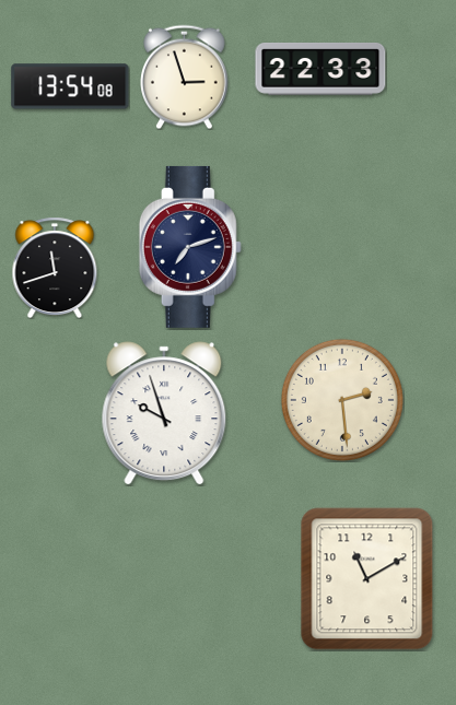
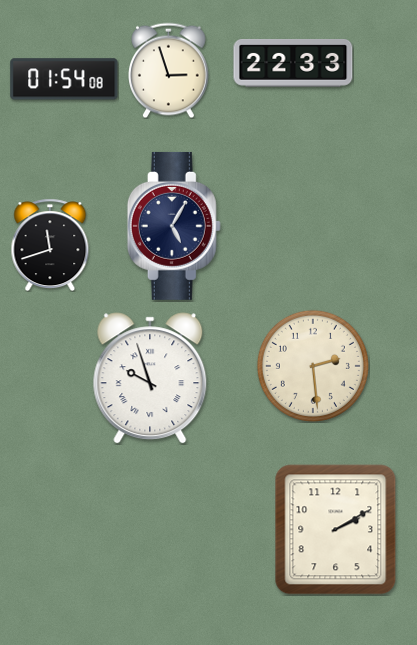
clock at (70, 86): 13:54 -> 01:54
clock at (190, 247): 7:12 -> 5:05
clock at (367, 579): 11:10 -> 2:10
